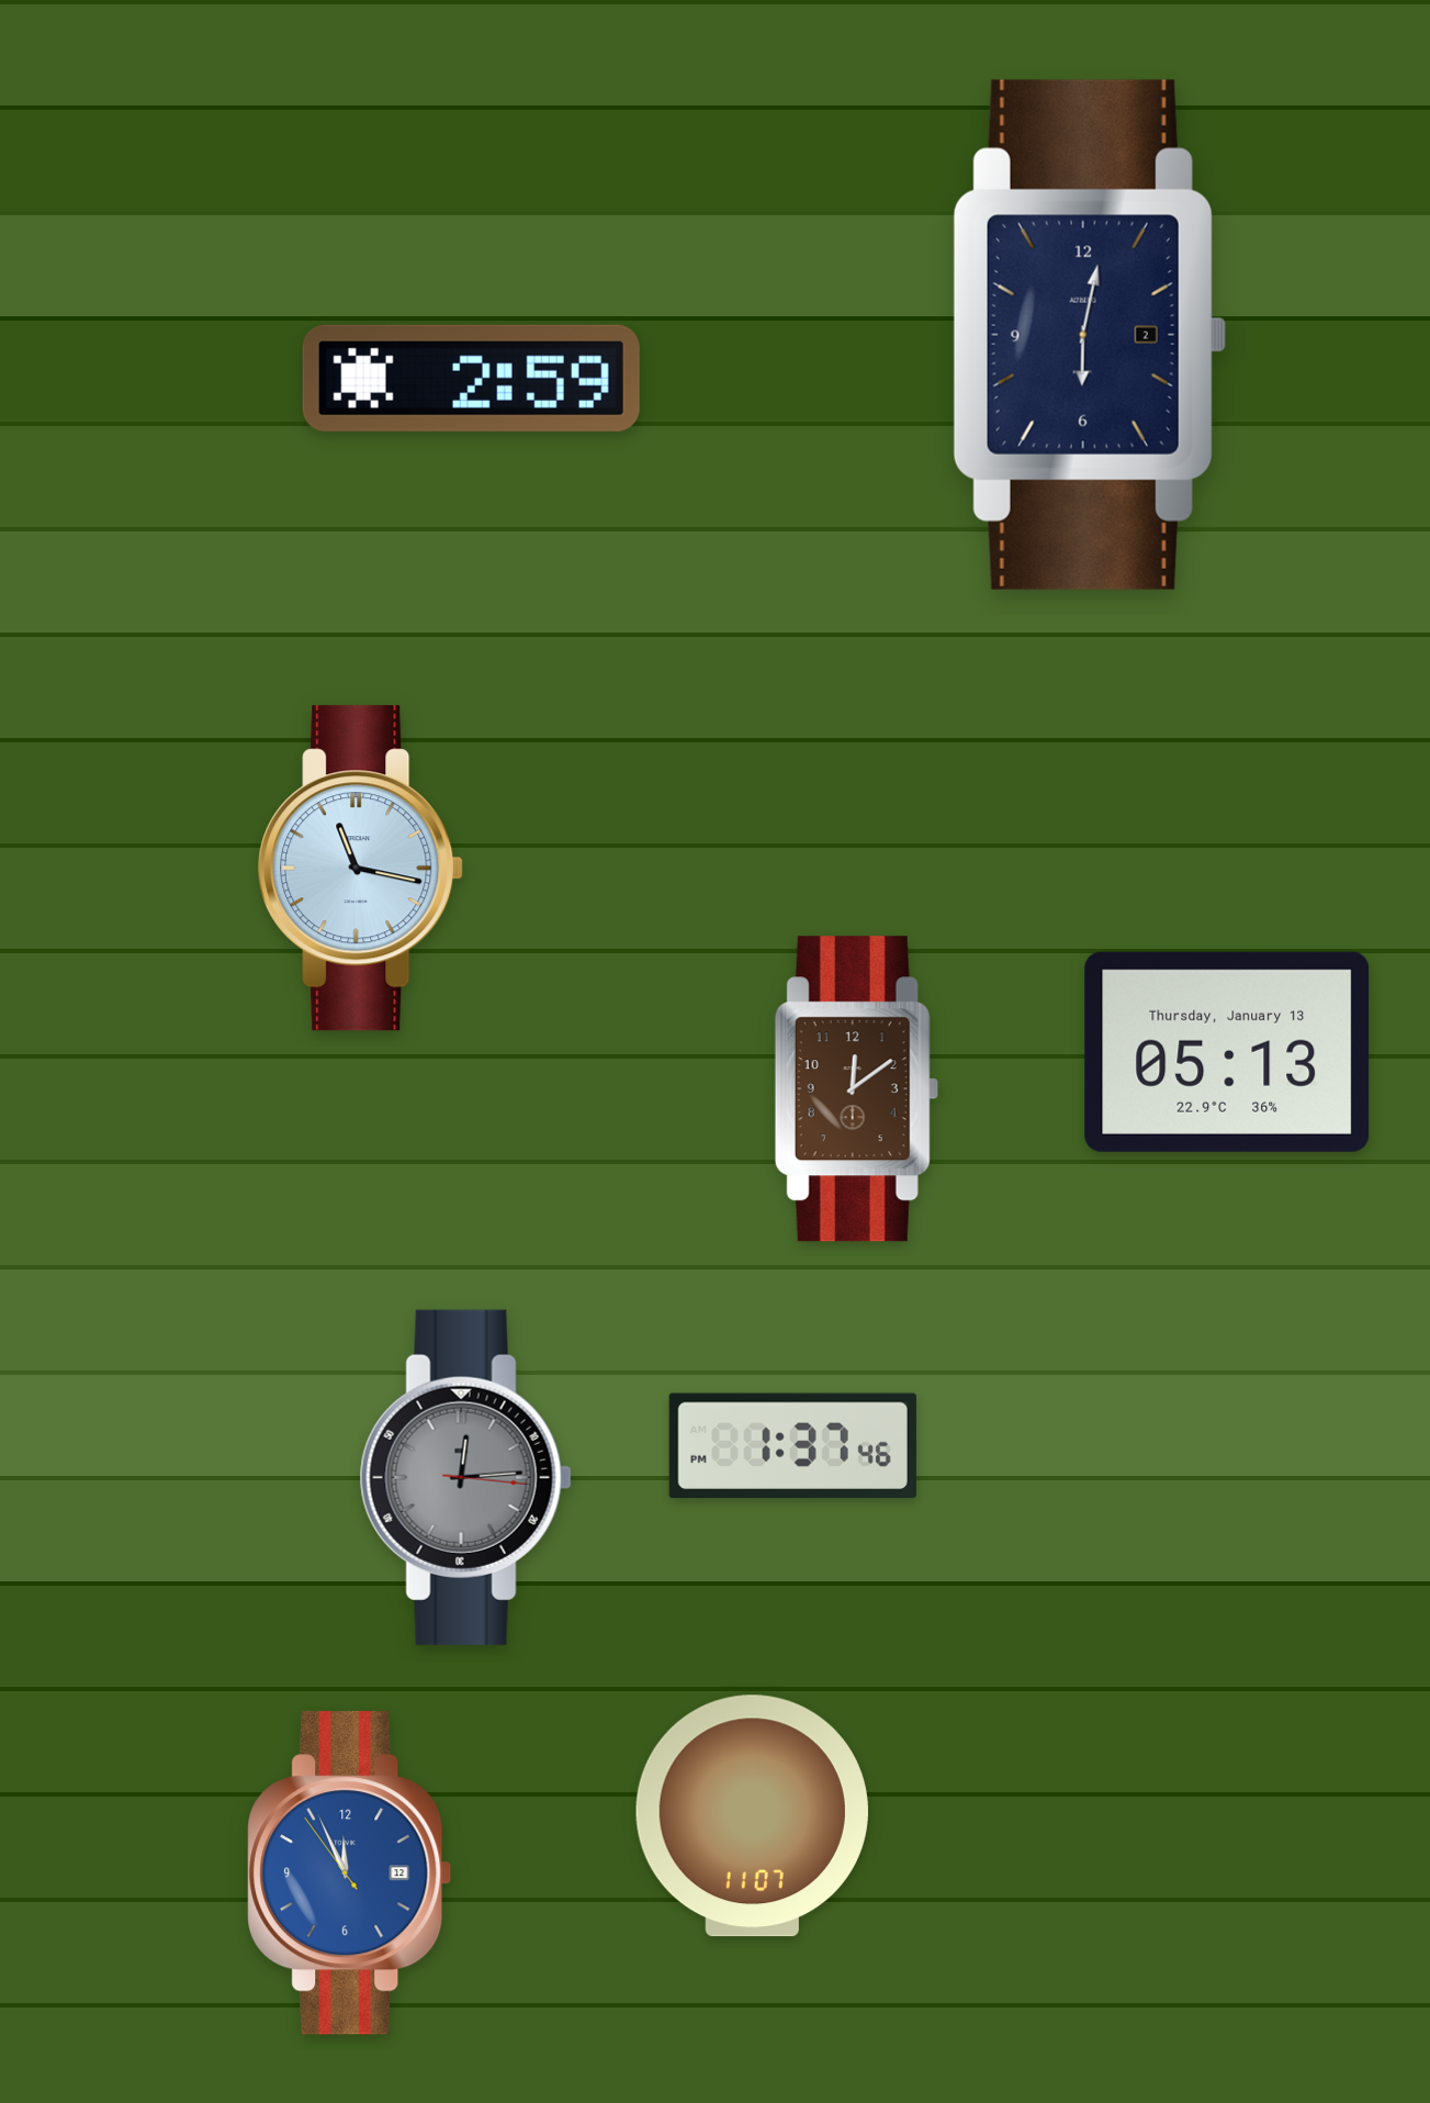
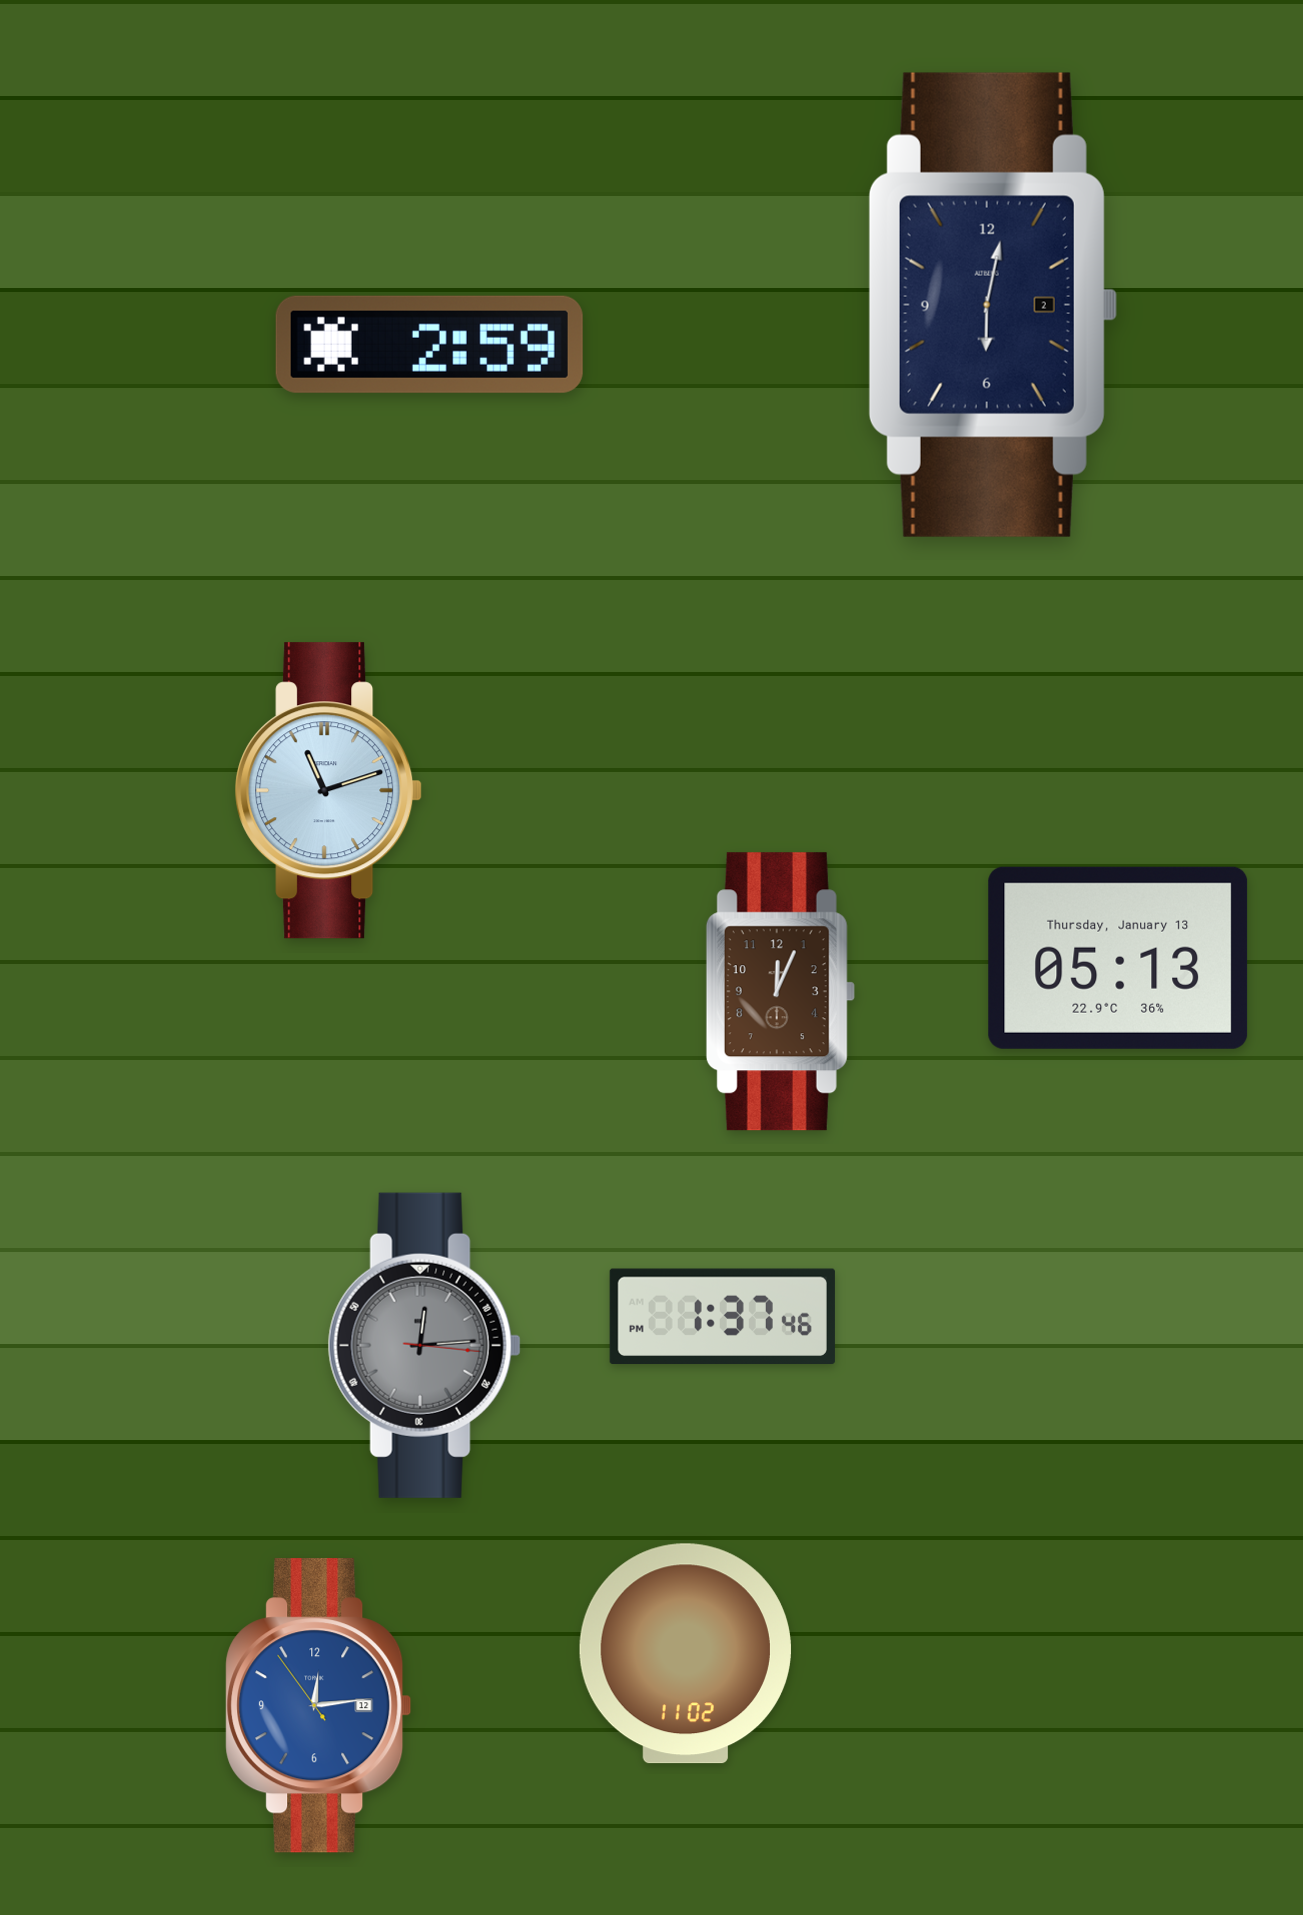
clock at (361, 869): 11:17 -> 11:12
clock at (856, 1089): 12:09 -> 12:04
clock at (752, 1816): 11:07 -> 11:02
clock at (350, 1873): 11:55 -> 12:13
